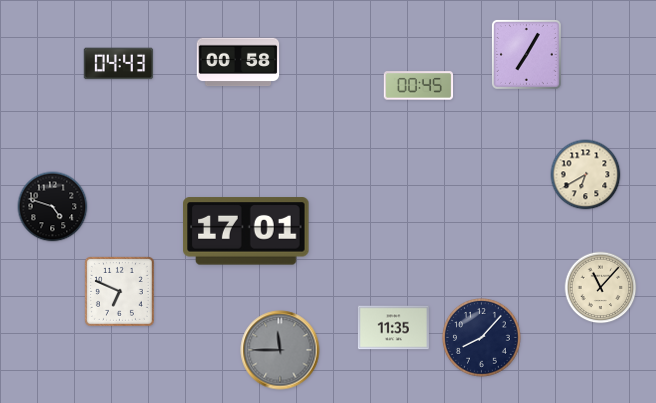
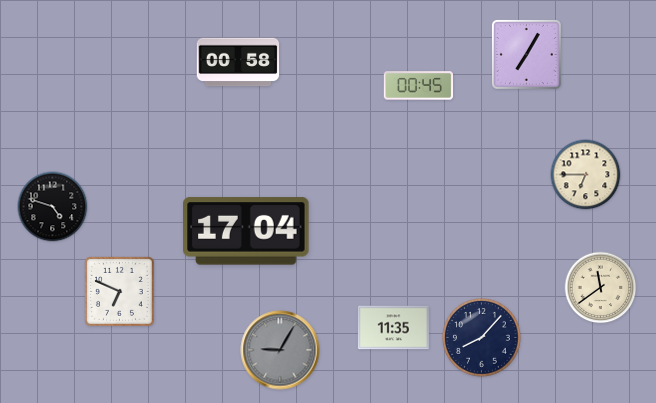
clock at (119, 64): 04:43 -> none
clock at (586, 175): 6:40 -> 6:45
clock at (246, 231): 17:01 -> 17:04
clock at (601, 288): 11:07 -> 11:39
clock at (280, 350): 11:45 -> 9:05
